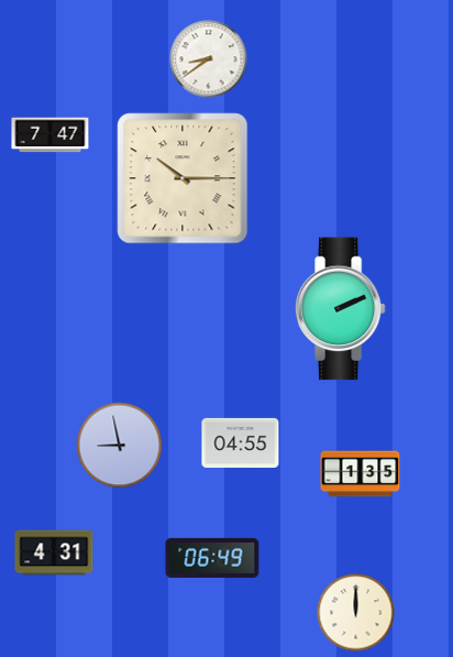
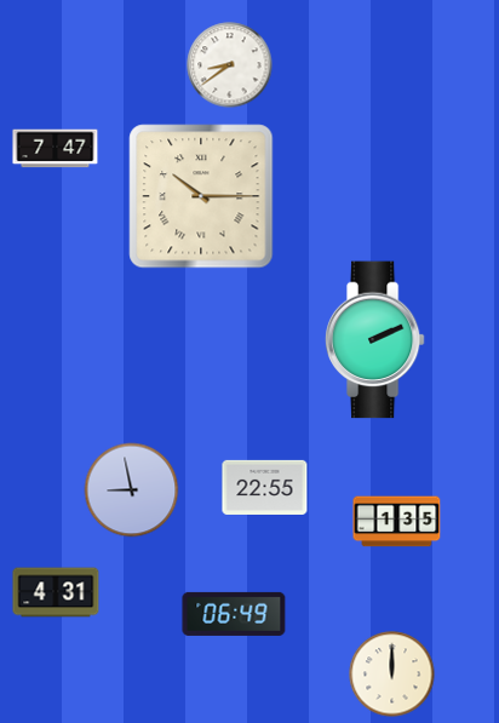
clock at (241, 442): 04:55 -> 22:55
clock at (54, 552) position: (54, 552) -> (56, 592)
